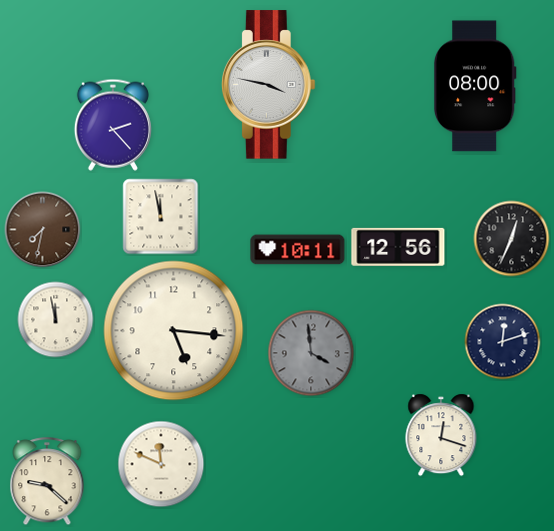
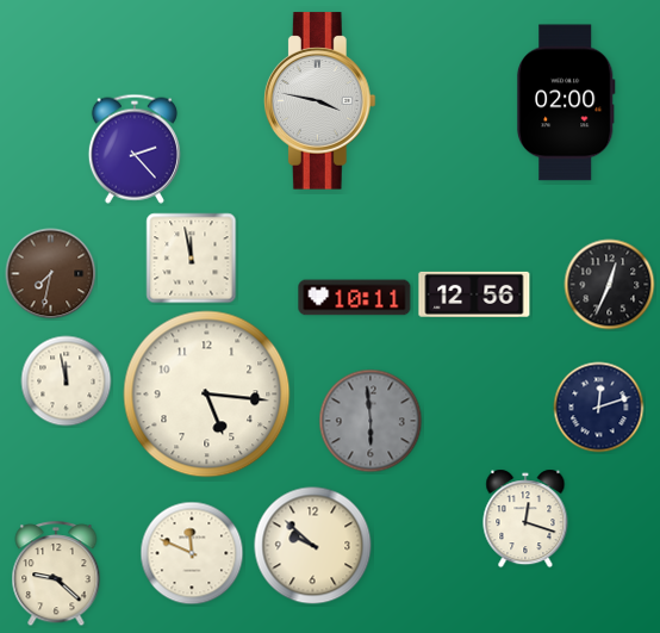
clock at (475, 86): 08:00 -> 02:00
clock at (311, 353): 3:59 -> 5:59
clock at (313, 546): none -> 9:52
